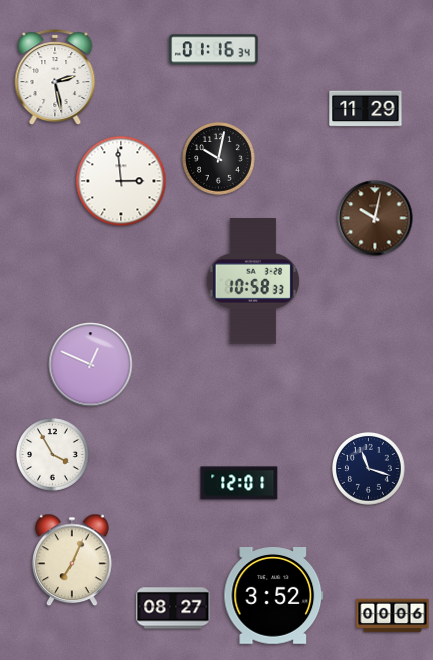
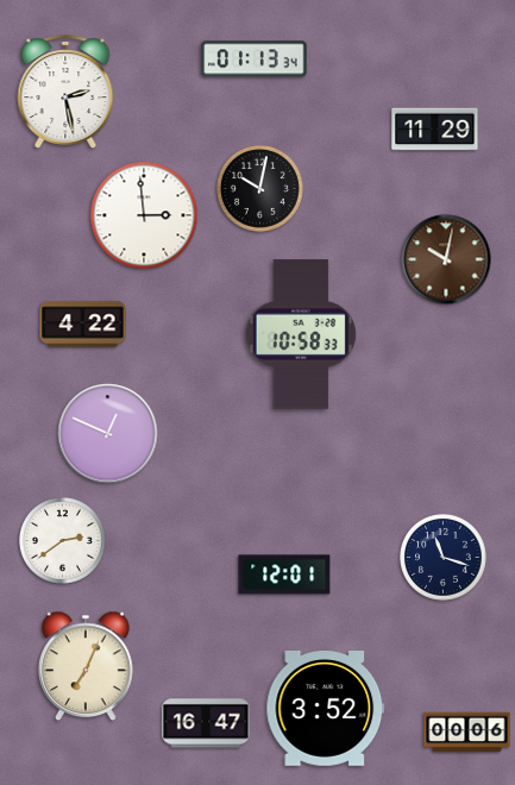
clock at (214, 50): 01:16 -> 01:13
clock at (83, 325): none -> 4:22
clock at (53, 455): 3:55 -> 2:39
clock at (369, 469) position: (369, 469) -> (444, 558)
clock at (173, 608): 08:27 -> 16:47
